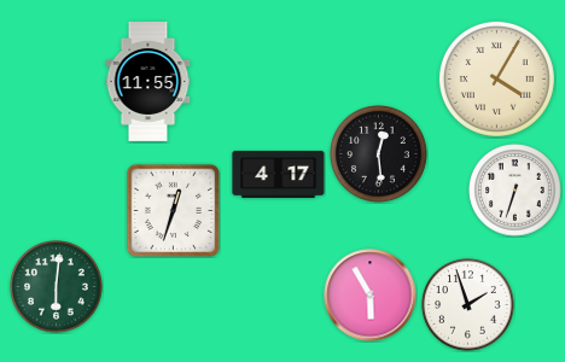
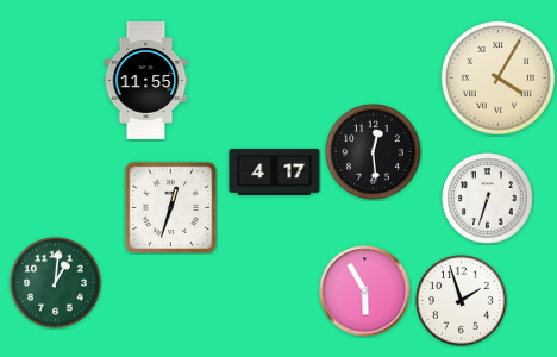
clock at (496, 78) position: (496, 78) -> (497, 77)
clock at (516, 191) position: (516, 191) -> (488, 199)
clock at (57, 287): 6:01 -> 1:01
